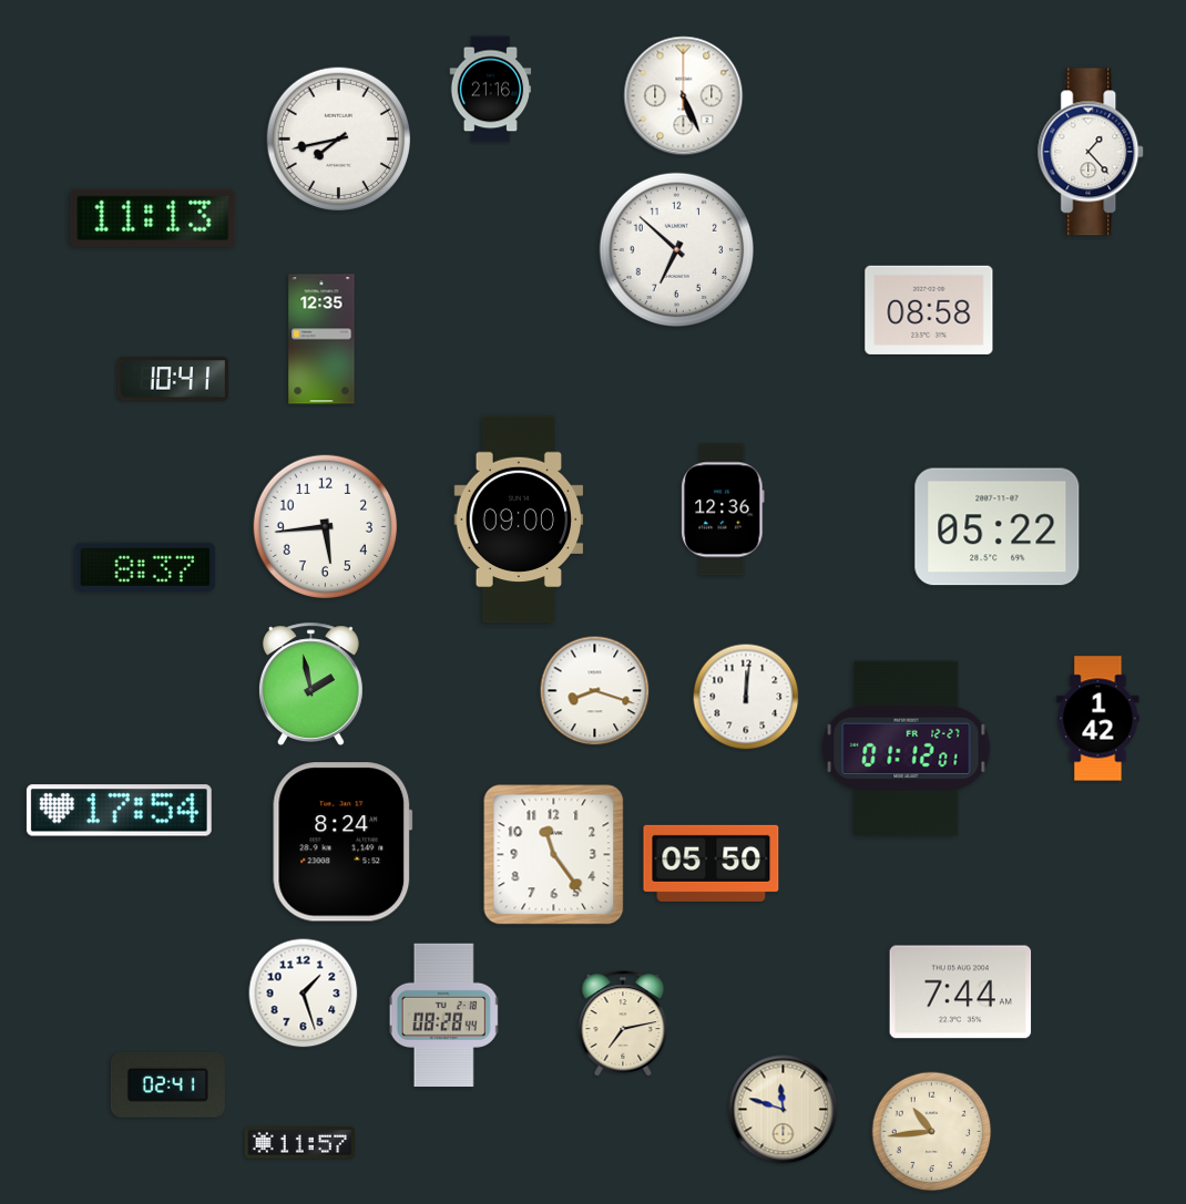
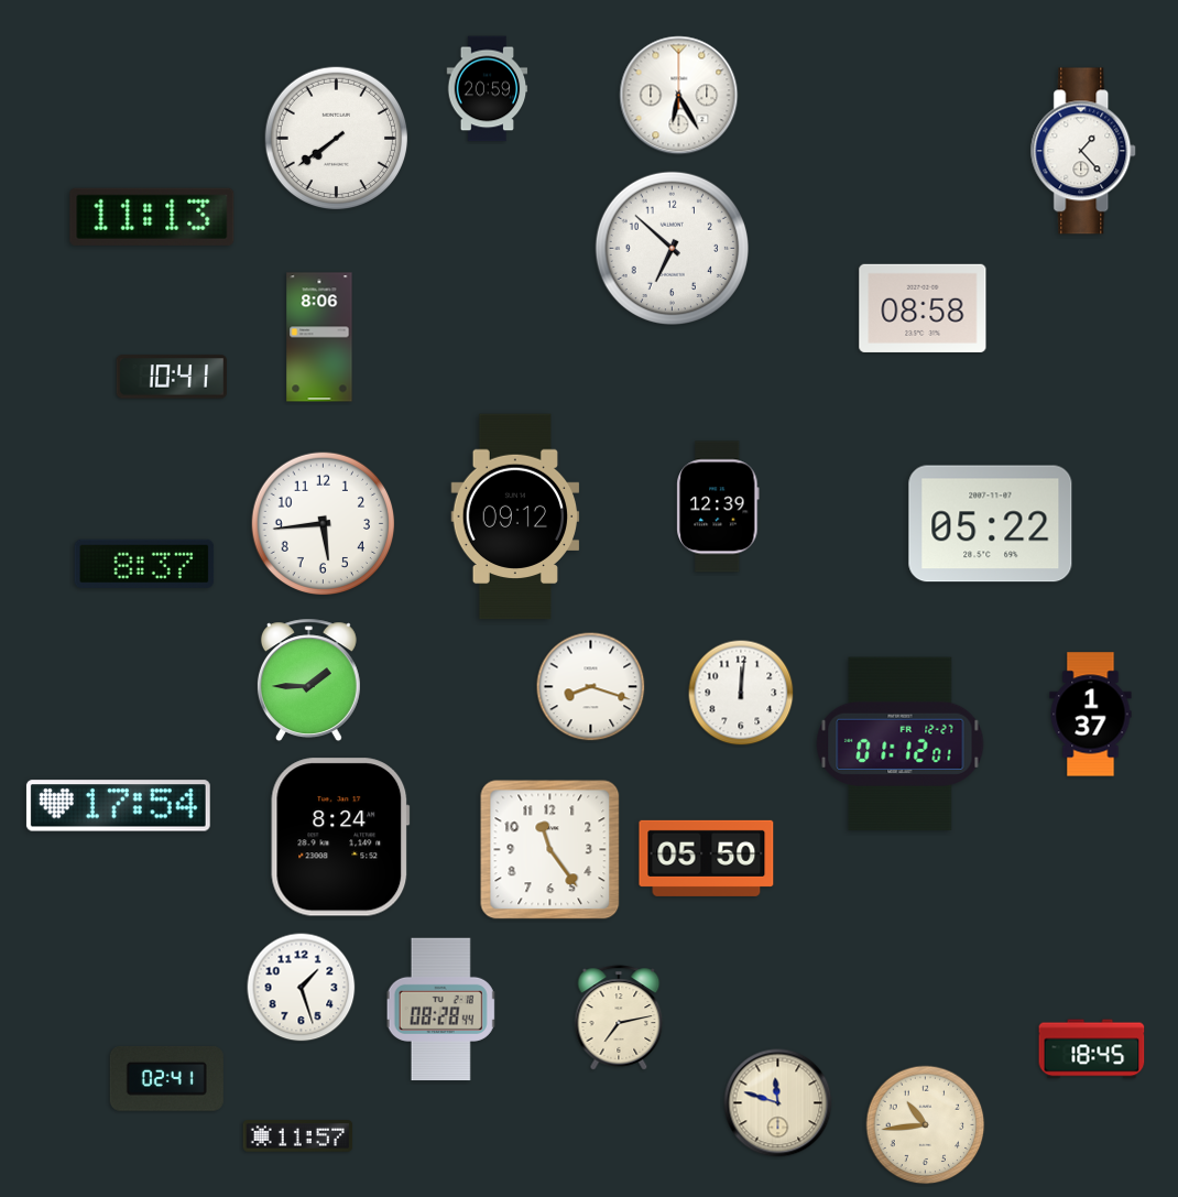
clock at (491, 90): 21:16 -> 20:59
clock at (684, 96): 5:26 -> 6:25
clock at (339, 140): 7:43 -> 7:39
clock at (321, 339): 12:35 -> 8:06
clock at (723, 510): 12:36 -> 12:39
clock at (519, 519): 09:00 -> 09:12
clock at (310, 685): 1:58 -> 1:45
clock at (1098, 719): 1:42 -> 1:37
clock at (961, 992): 7:44 -> none
clock at (1092, 1049): none -> 18:45
